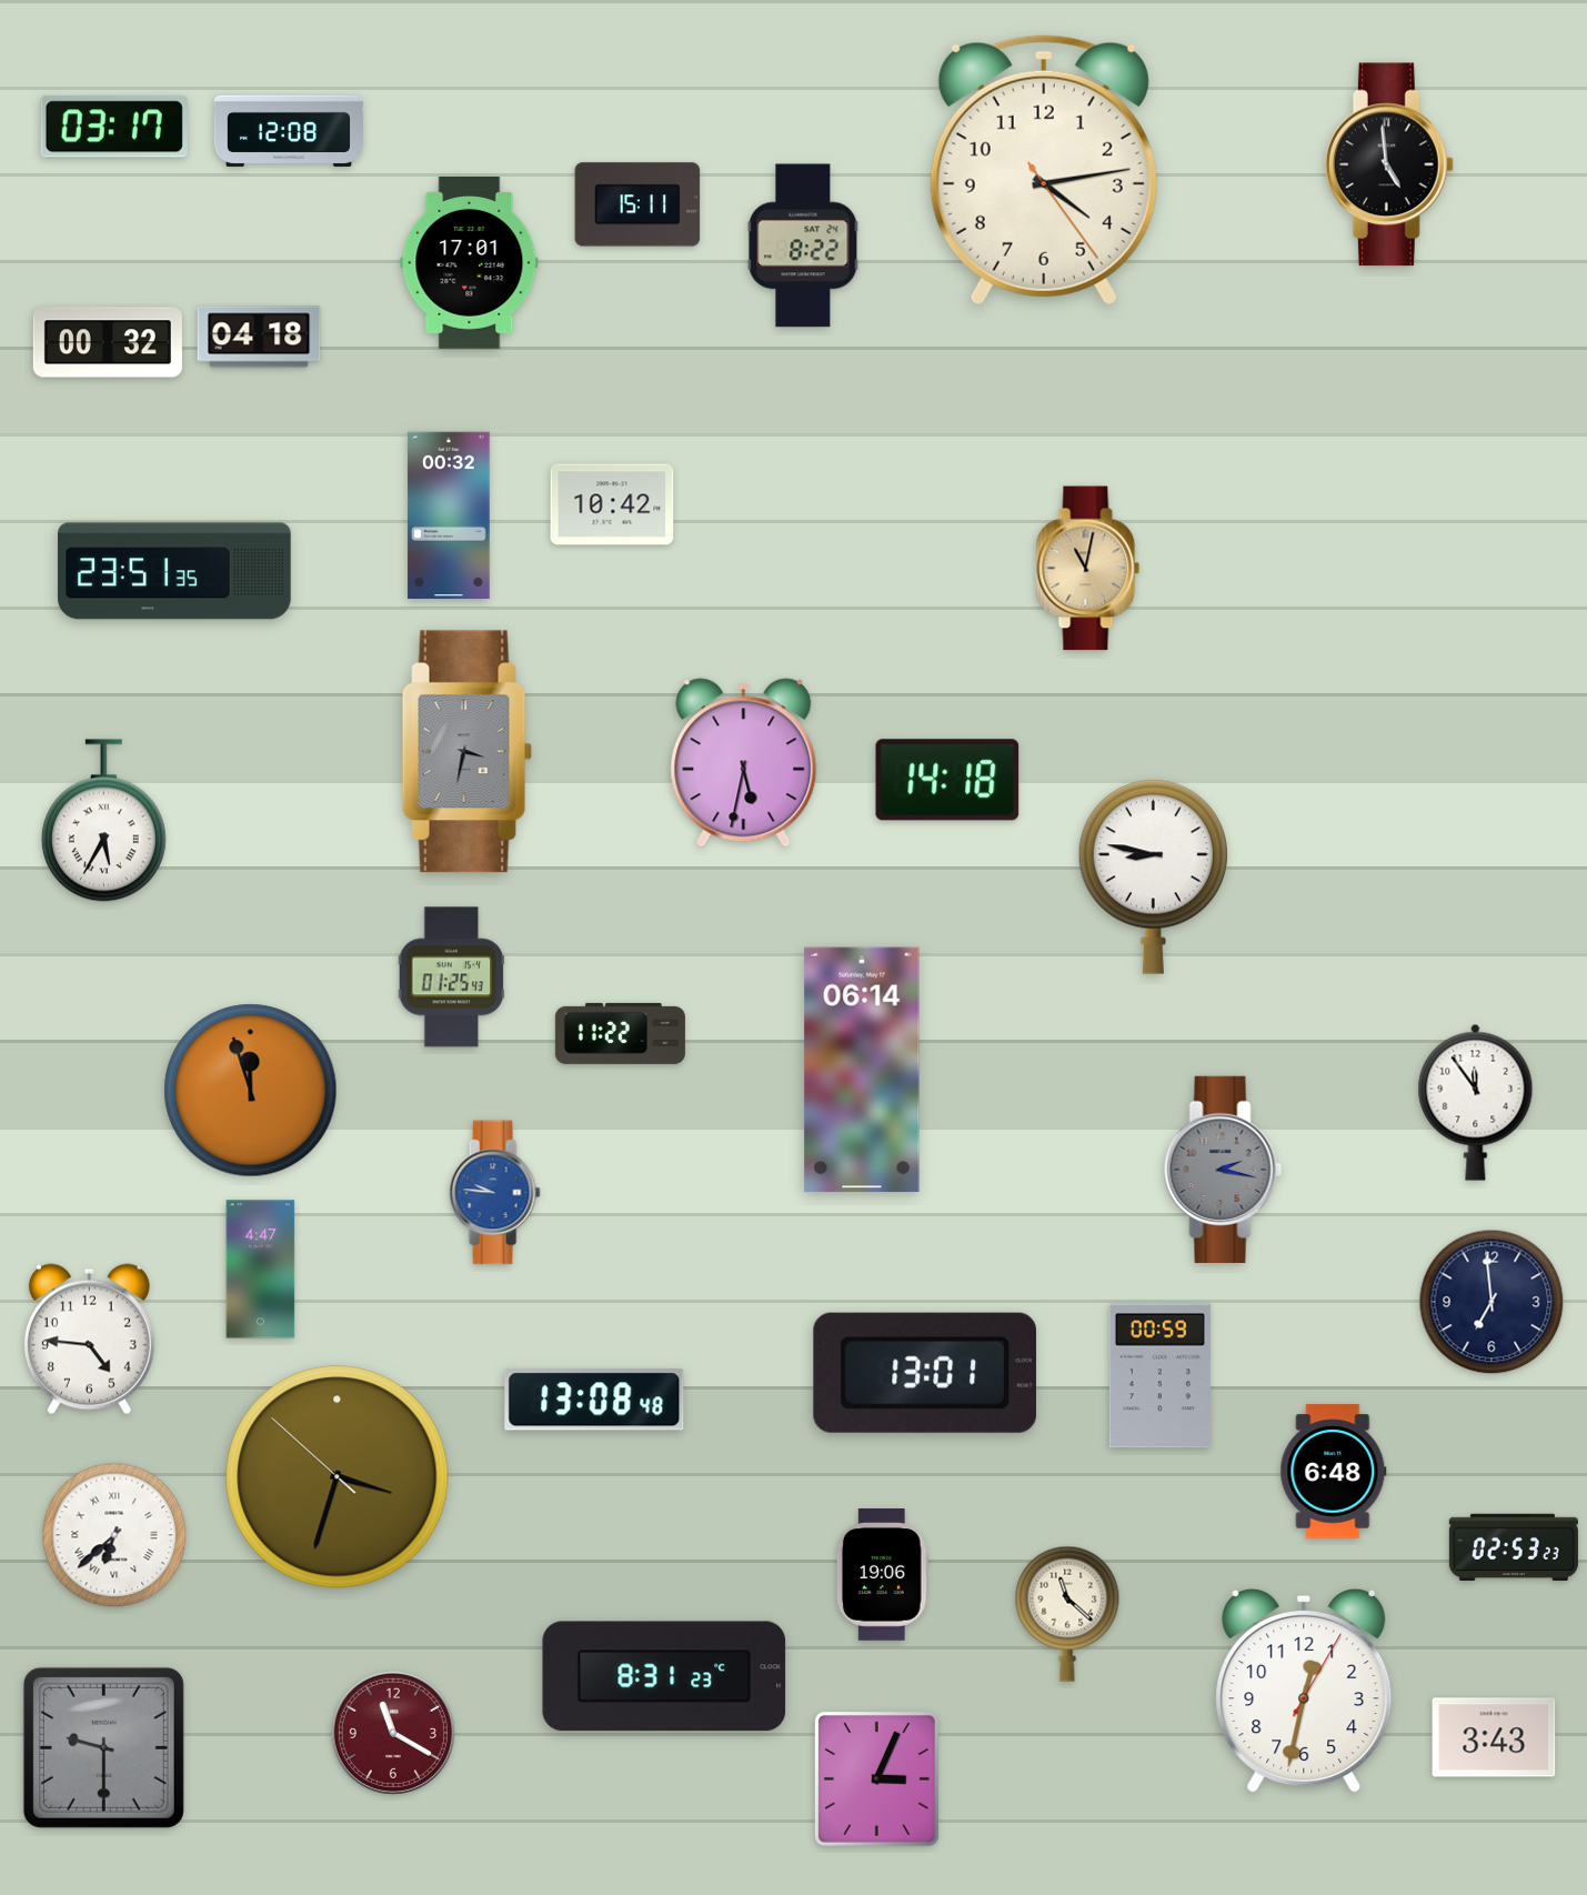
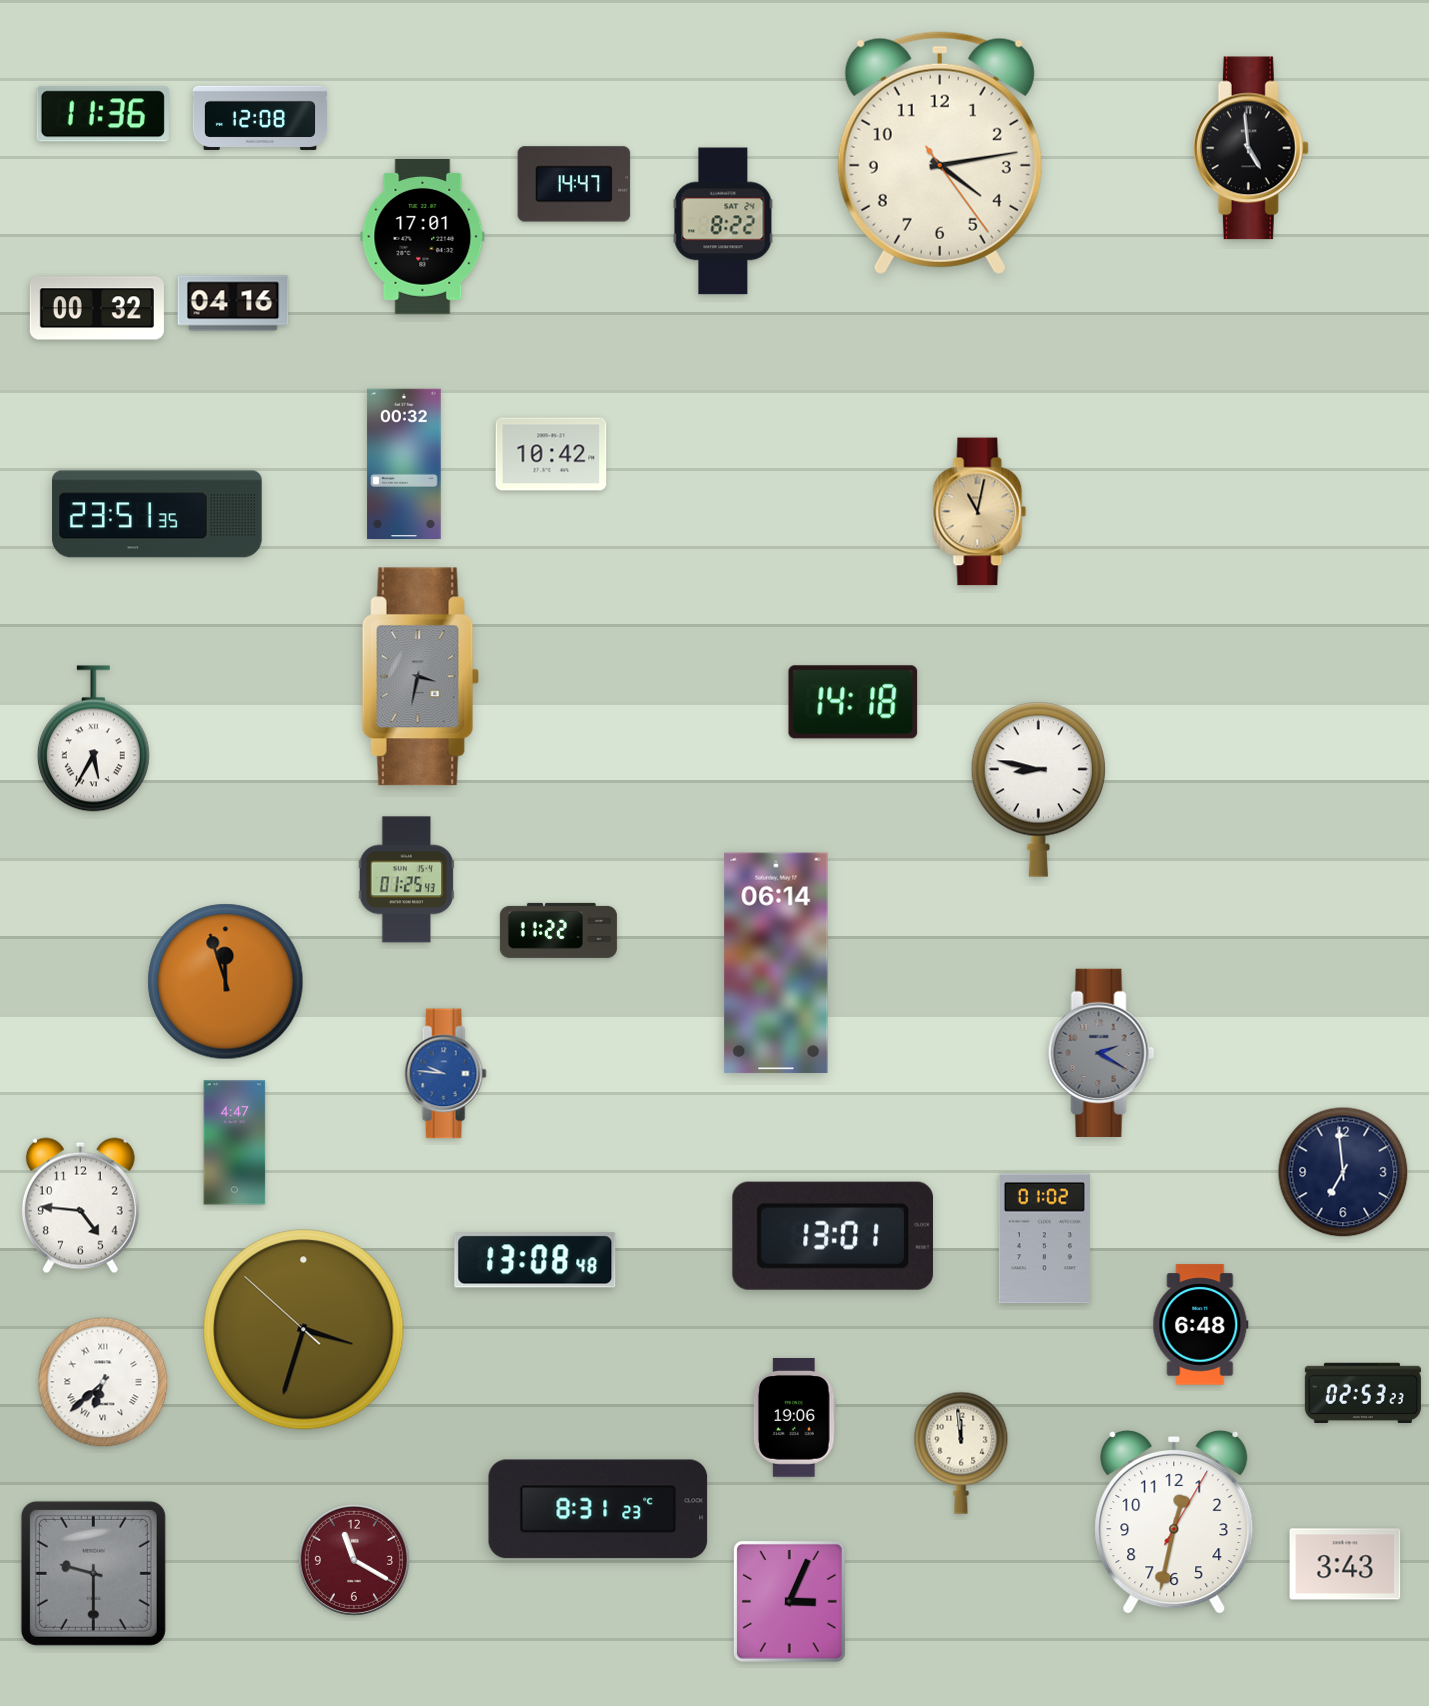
clock at (114, 127): 03:17 -> 11:36
clock at (637, 204): 15:11 -> 14:47
clock at (259, 337): 04:18 -> 04:16
clock at (744, 763): 5:32 -> none
clock at (1476, 1102): 11:54 -> none
clock at (1223, 1170): 2:17 -> 2:20
clock at (1159, 1376): 00:59 -> 01:02
clock at (1067, 1614): 11:22 -> 11:59
